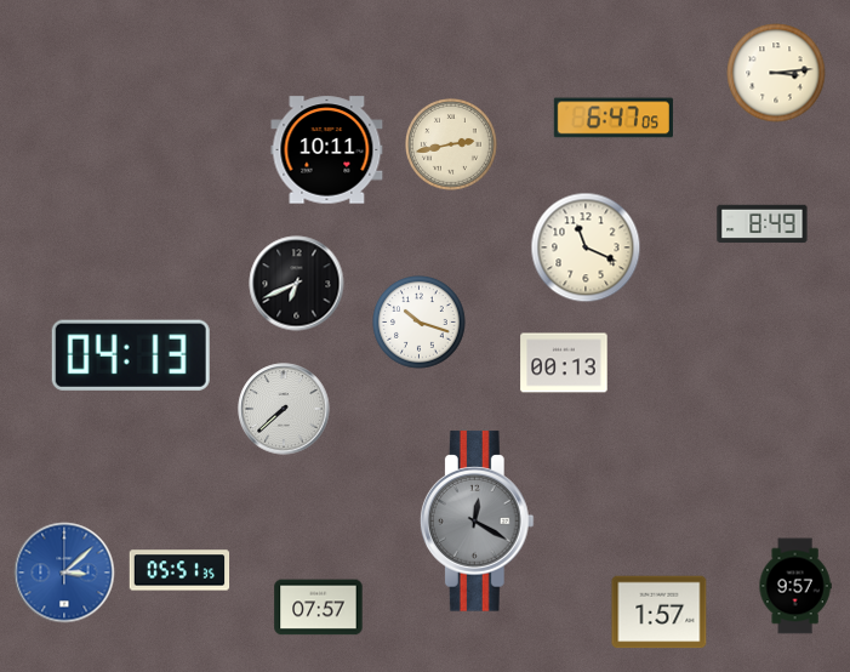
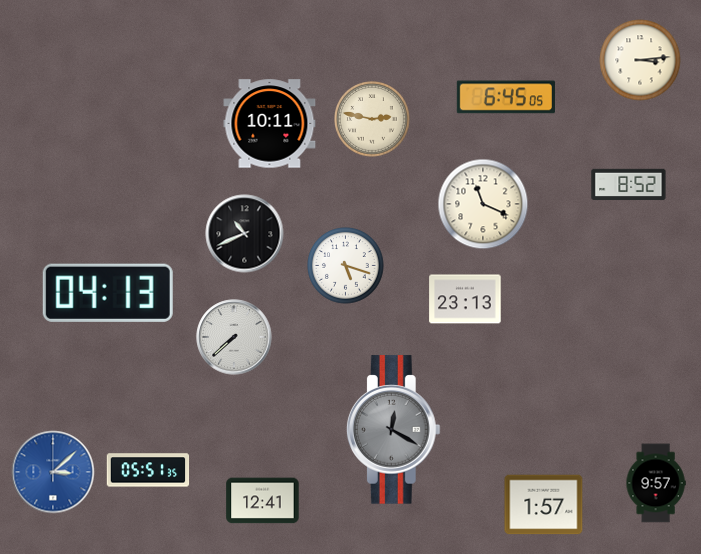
clock at (614, 118): 6:47 -> 6:45
clock at (452, 146): 2:43 -> 2:47
clock at (763, 224): 8:49 -> 8:52
clock at (297, 284): 6:41 -> 10:41
clock at (420, 323): 10:18 -> 5:18
clock at (564, 363): 00:13 -> 23:13
clock at (319, 608): 07:57 -> 12:41
